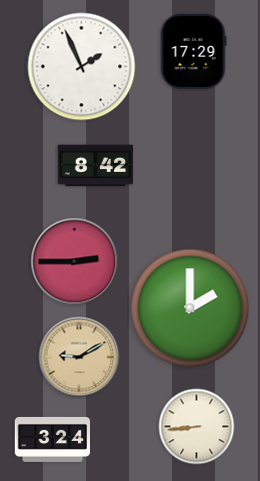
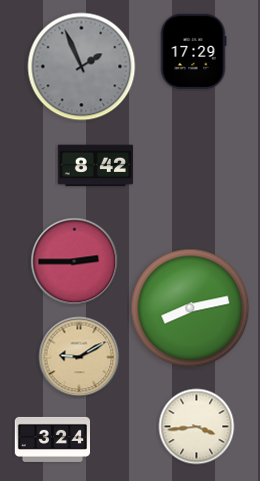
clock at (82, 67) dial: white -> grey
clock at (190, 308): 2:00 -> 8:13
clock at (197, 427): 8:44 -> 3:44
